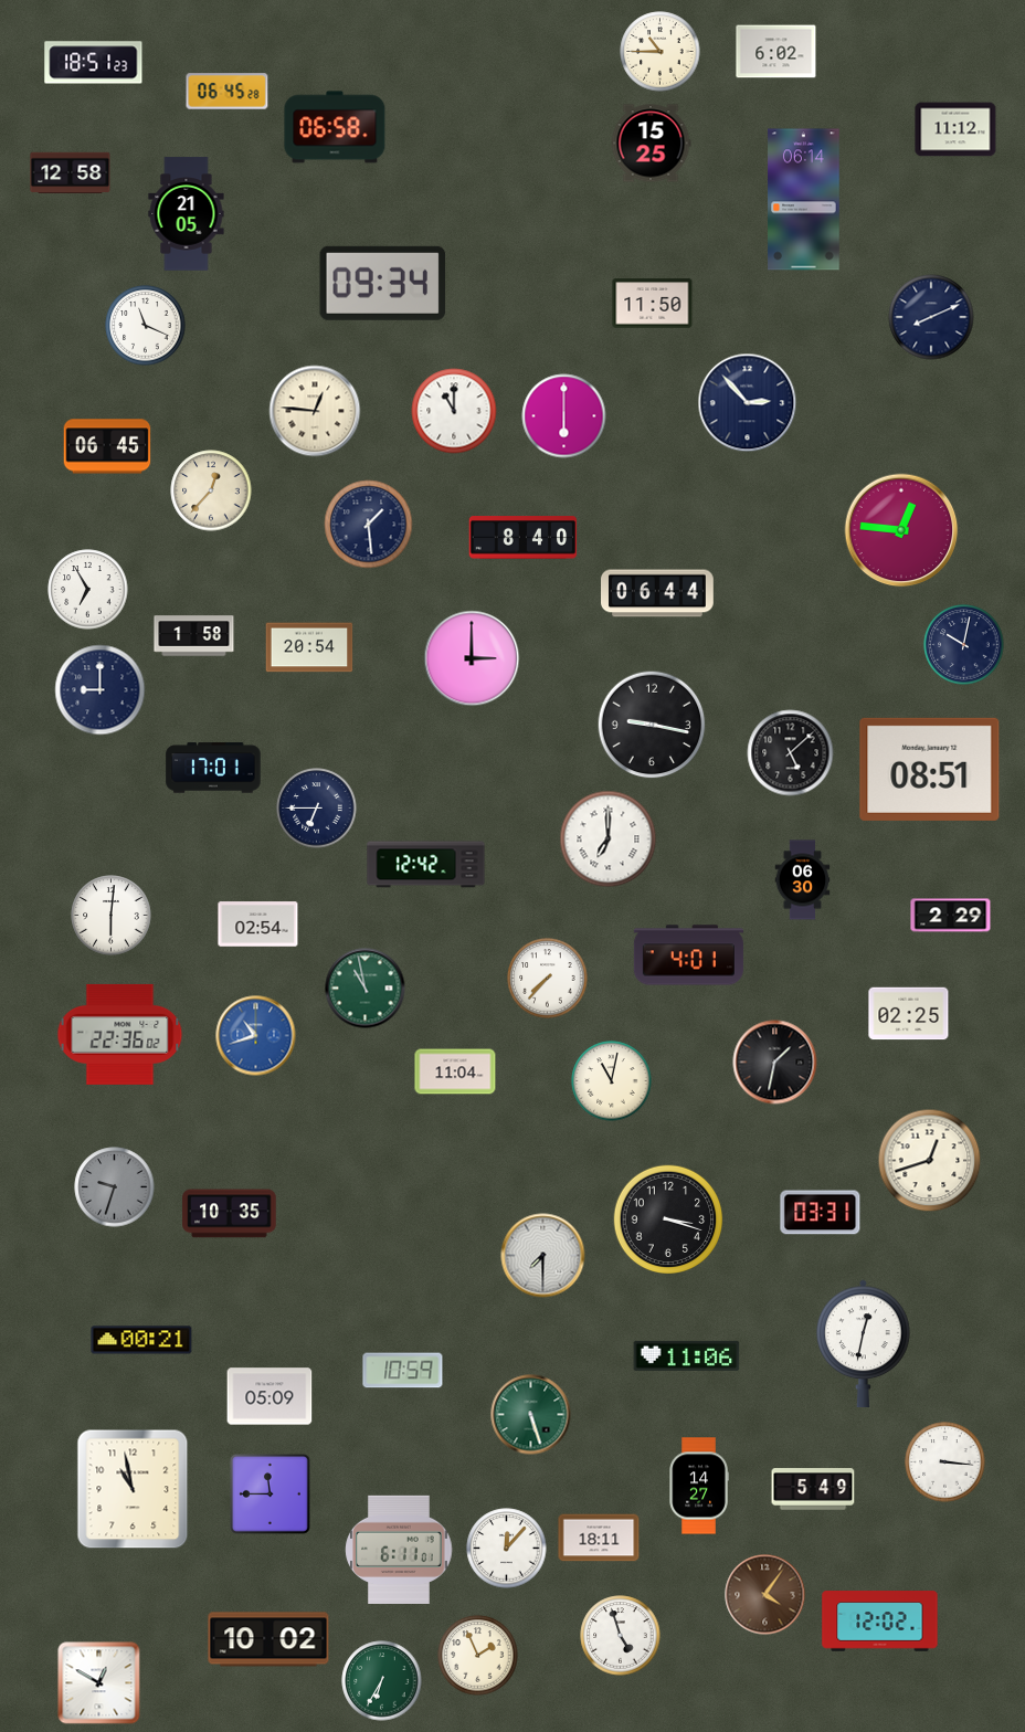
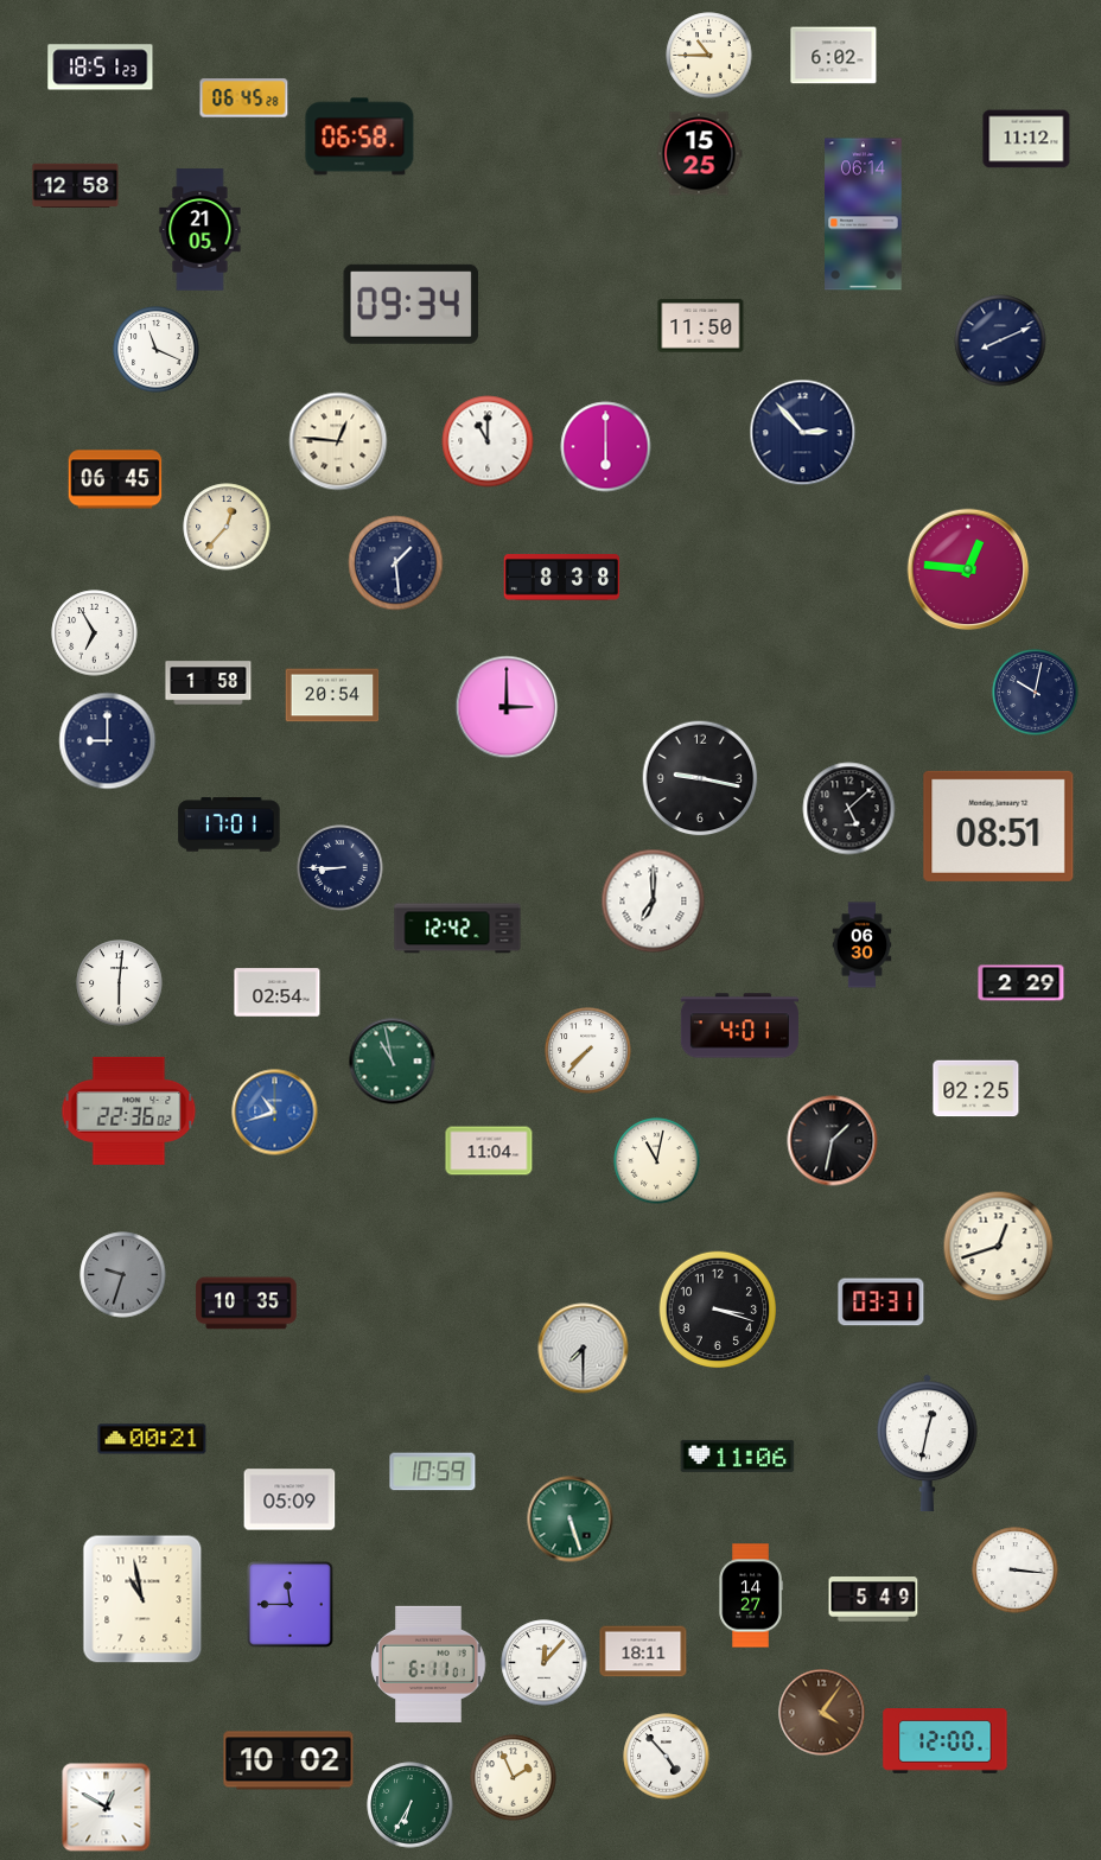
clock at (524, 538): 8:40 -> 8:38
clock at (658, 593): 06:44 -> none
clock at (317, 809): 6:45 -> 8:45
clock at (880, 1622): 12:02 -> 12:00
clock at (621, 1636): 4:57 -> 4:53
